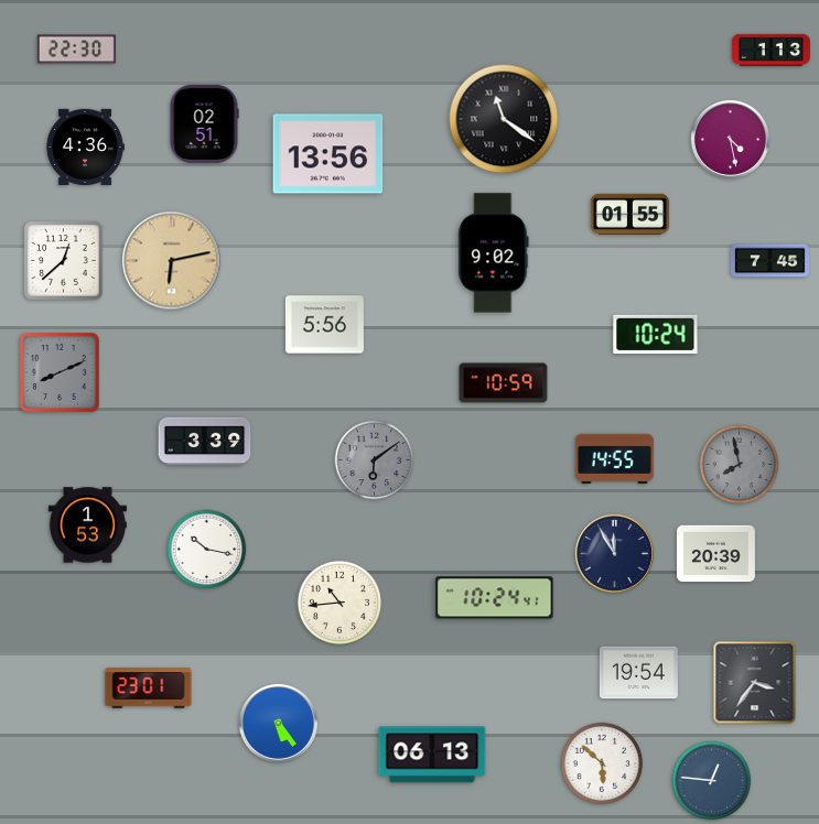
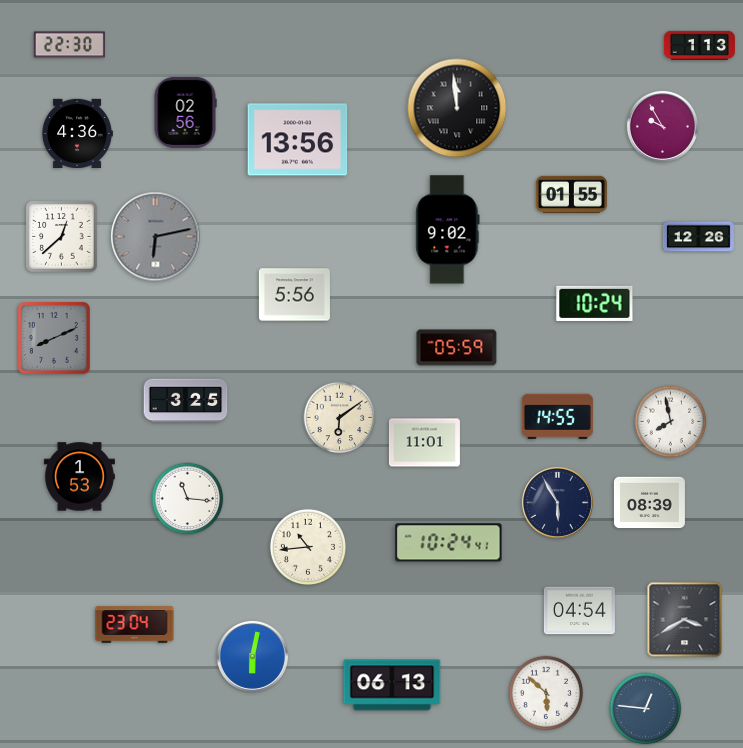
clock at (504, 119): 11:21 -> 11:59
clock at (204, 123): 02:51 -> 02:56
clock at (730, 139): 4:28 -> 9:55
clock at (64, 261) position: (64, 261) -> (62, 237)
clock at (172, 261) dial: champagne -> grey
clock at (769, 261): 7:45 -> 12:26
clock at (504, 383): 10:59 -> 05:59
clock at (205, 442): 3:39 -> 3:25
clock at (375, 460) dial: grey -> cream
clock at (740, 465) dial: grey -> white
clock at (424, 443): none -> 11:01
clock at (207, 550): 10:17 -> 11:16
clock at (614, 553): 11:55 -> 5:55
clock at (715, 554): 20:39 -> 08:39
clock at (638, 673): 19:54 -> 04:54
clock at (755, 683): 3:36 -> 3:40
clock at (149, 689): 23:01 -> 23:04
clock at (278, 723): 5:24 -> 6:02
